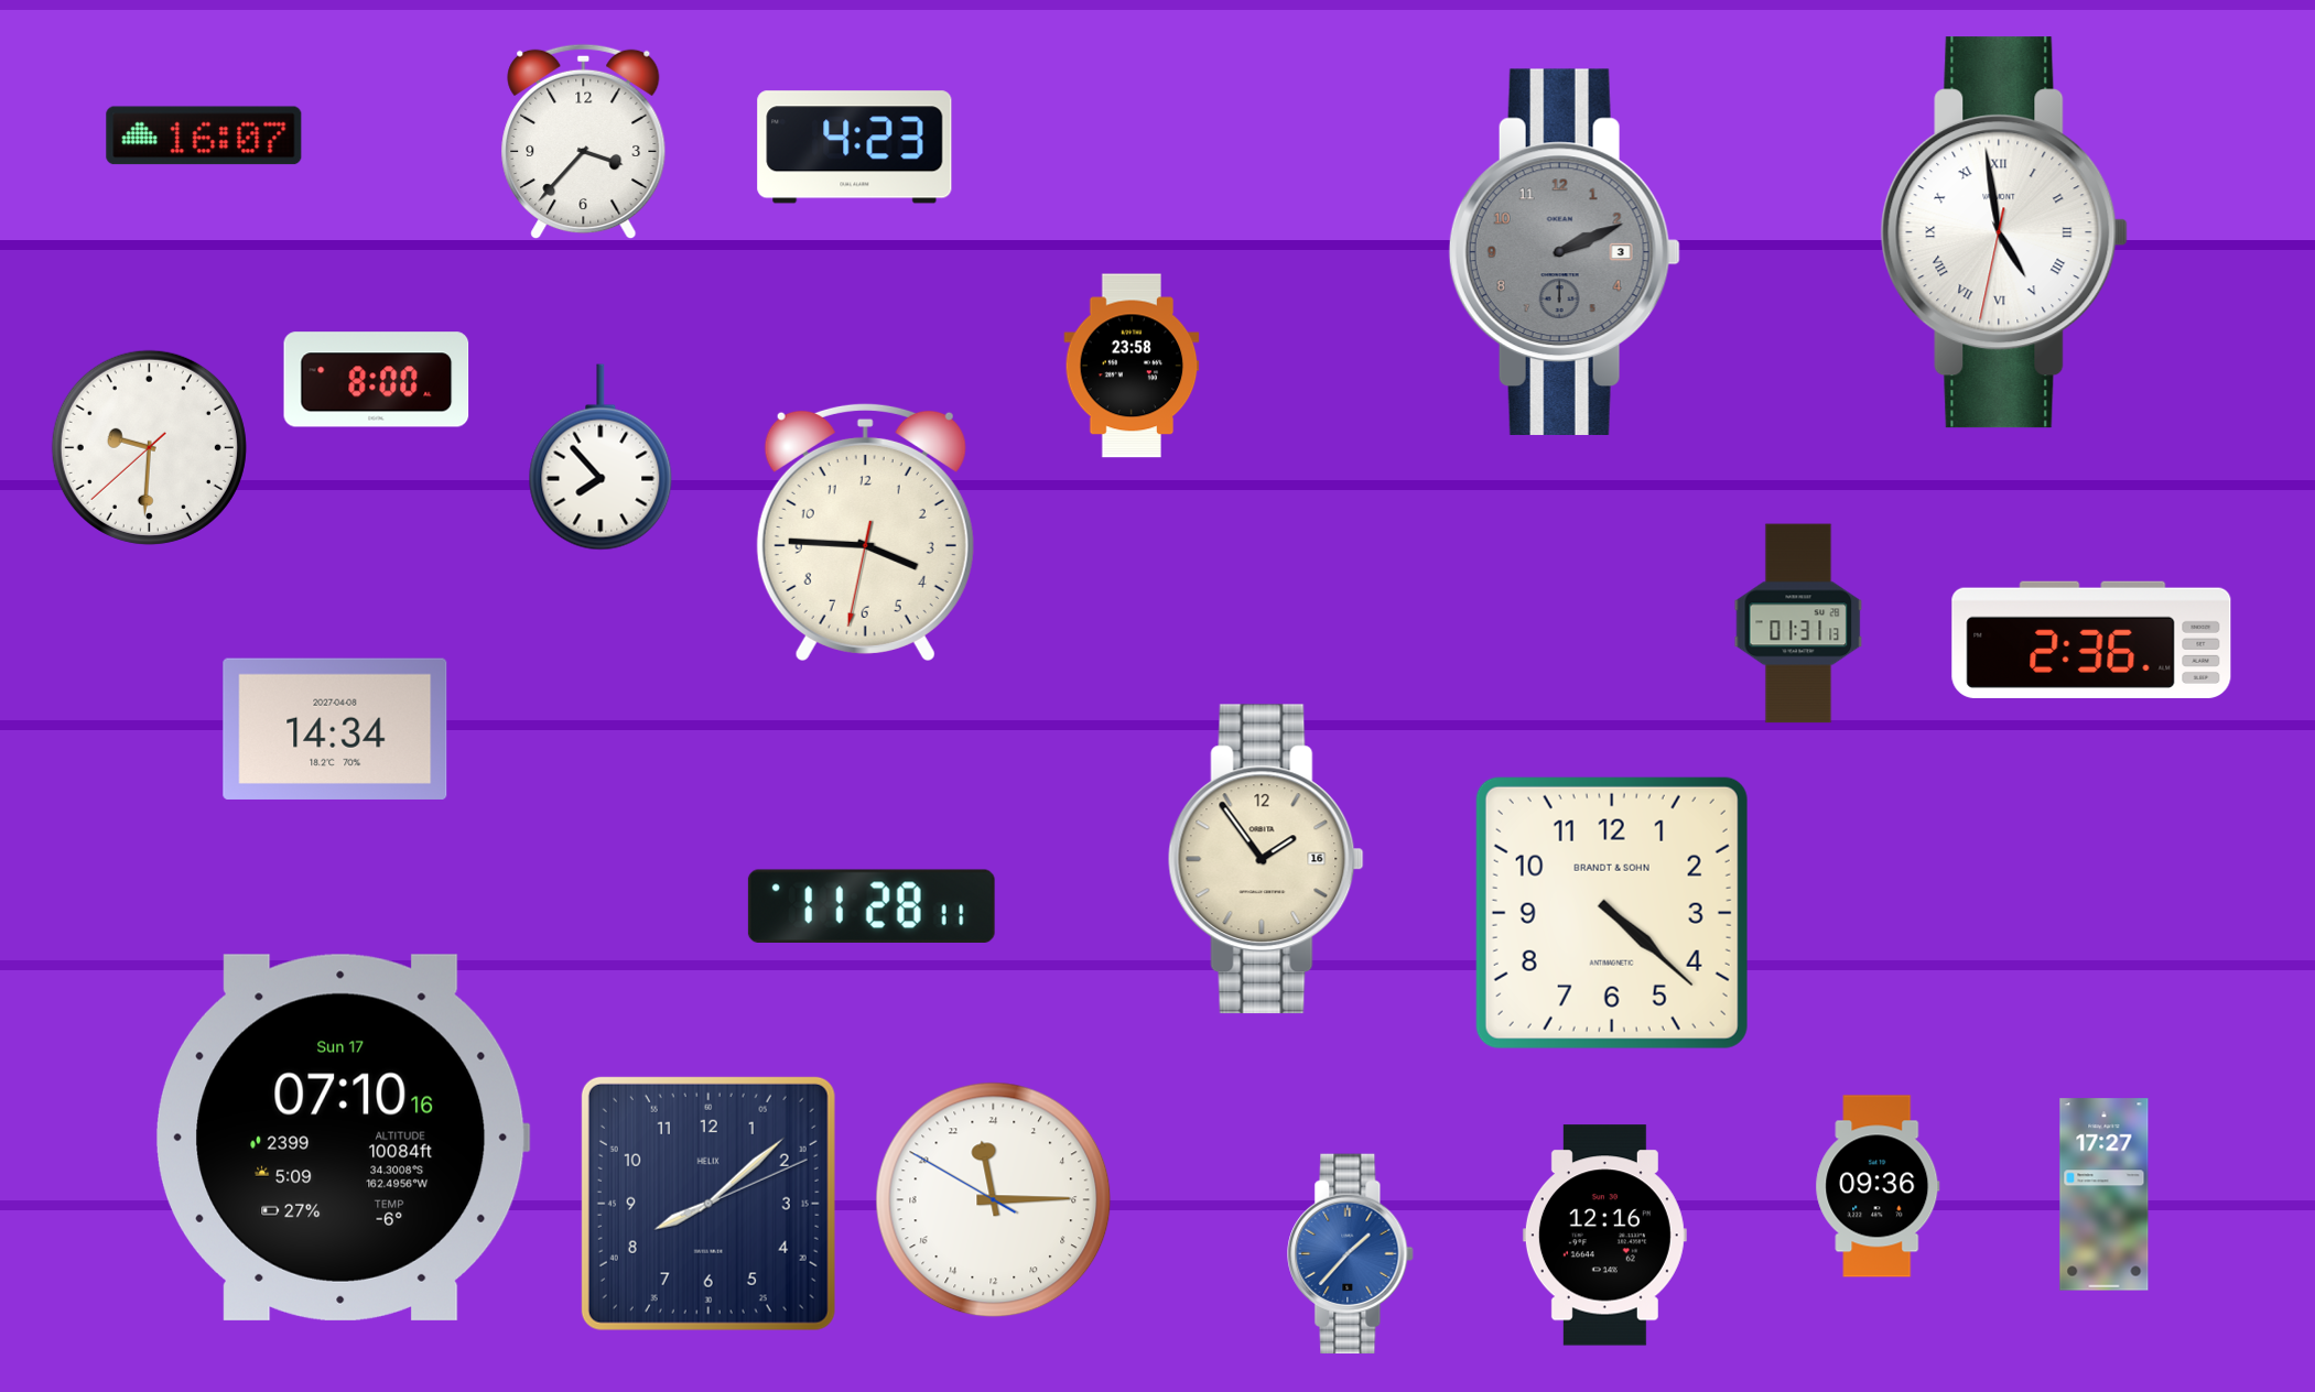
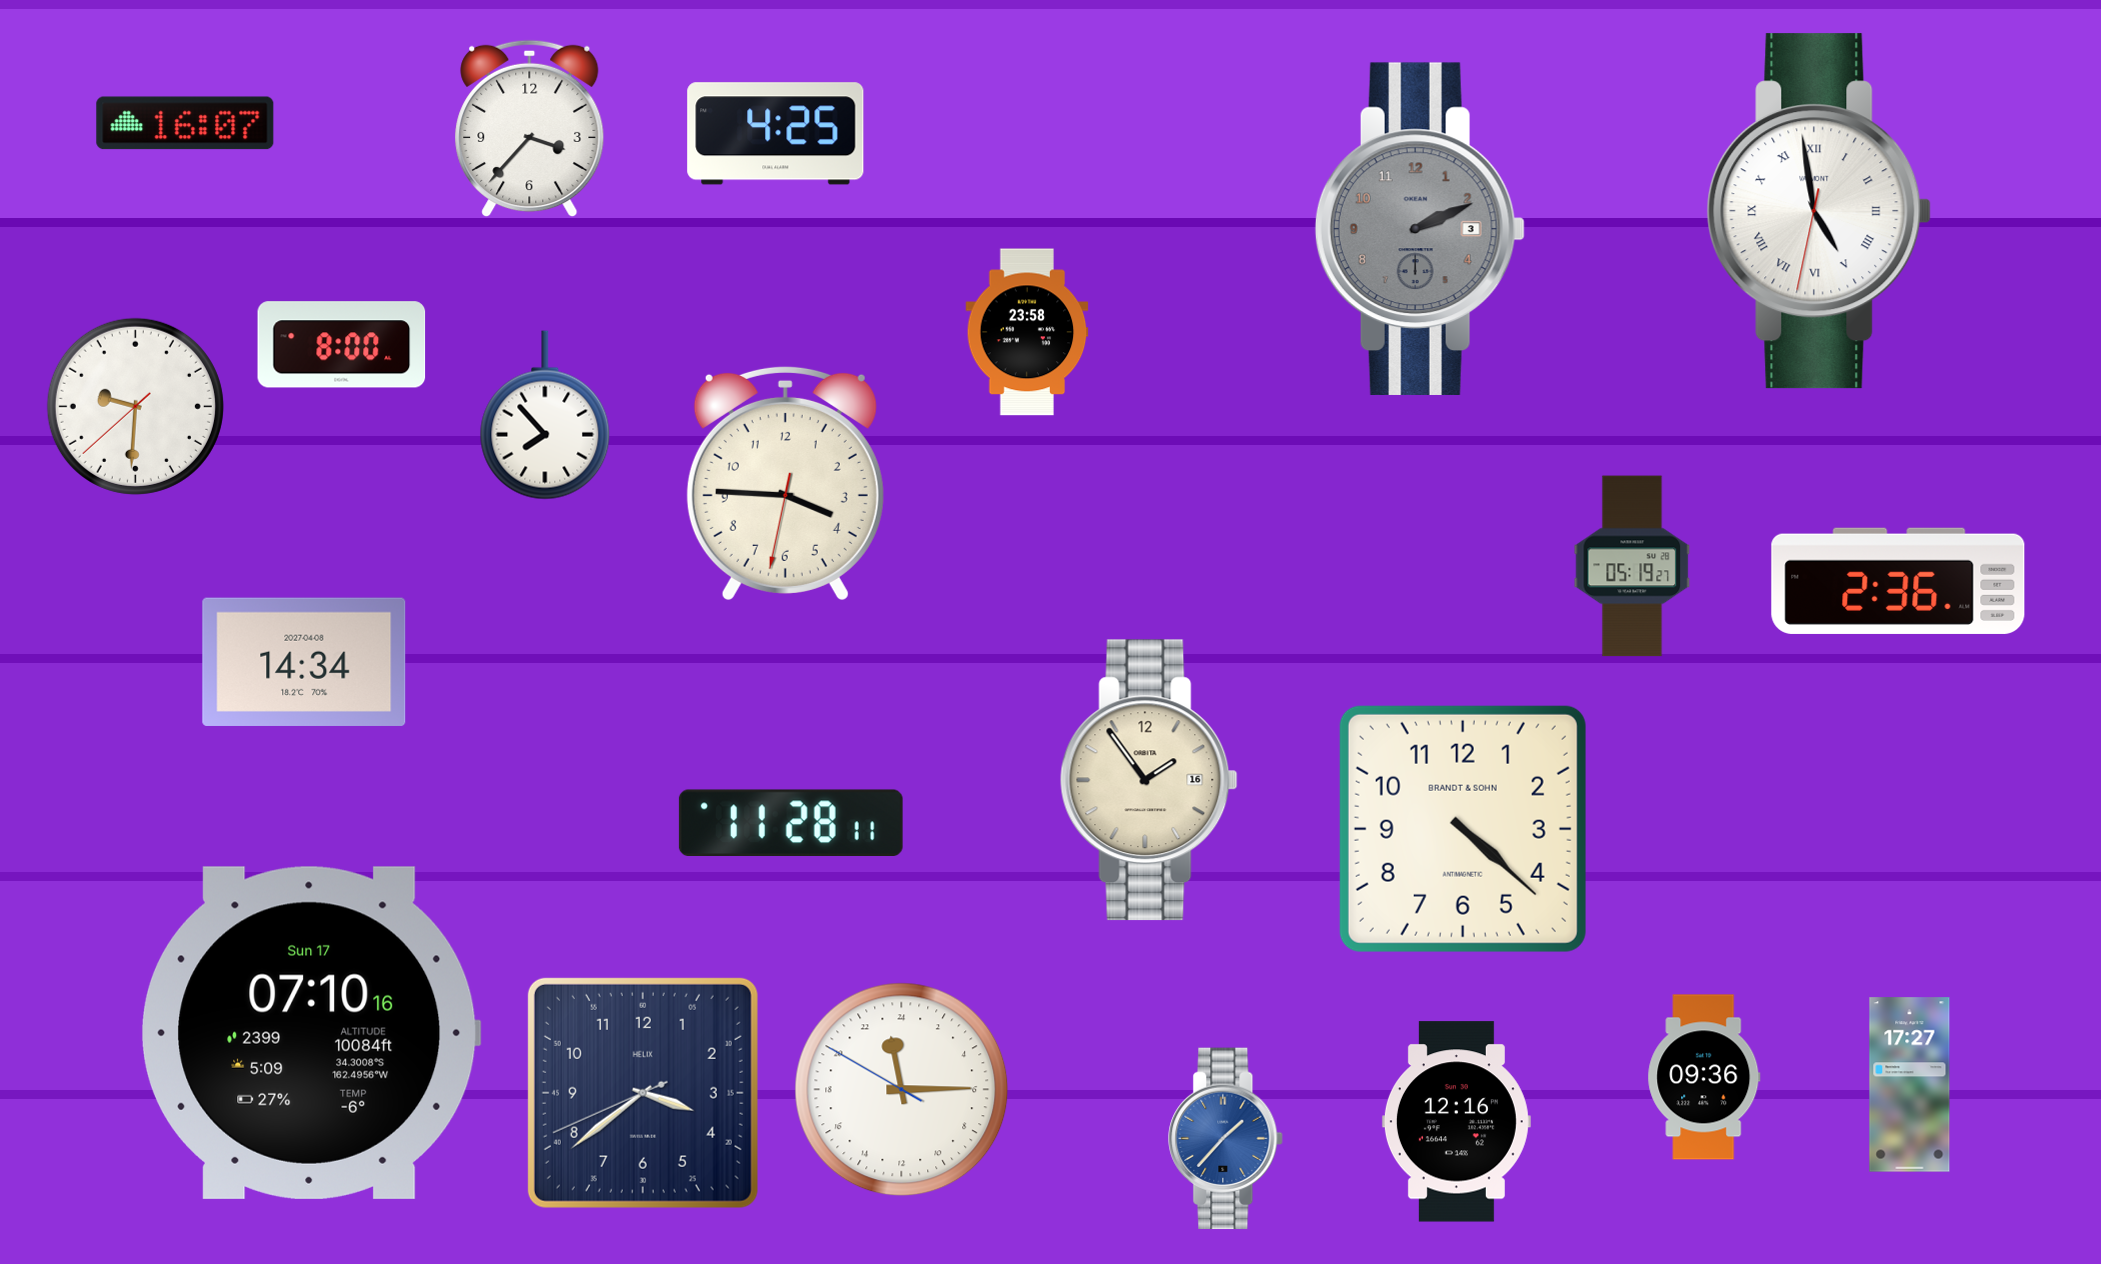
clock at (855, 148): 4:23 -> 4:25
clock at (1798, 623): 01:31 -> 05:19
clock at (708, 1204): 8:08 -> 3:38
